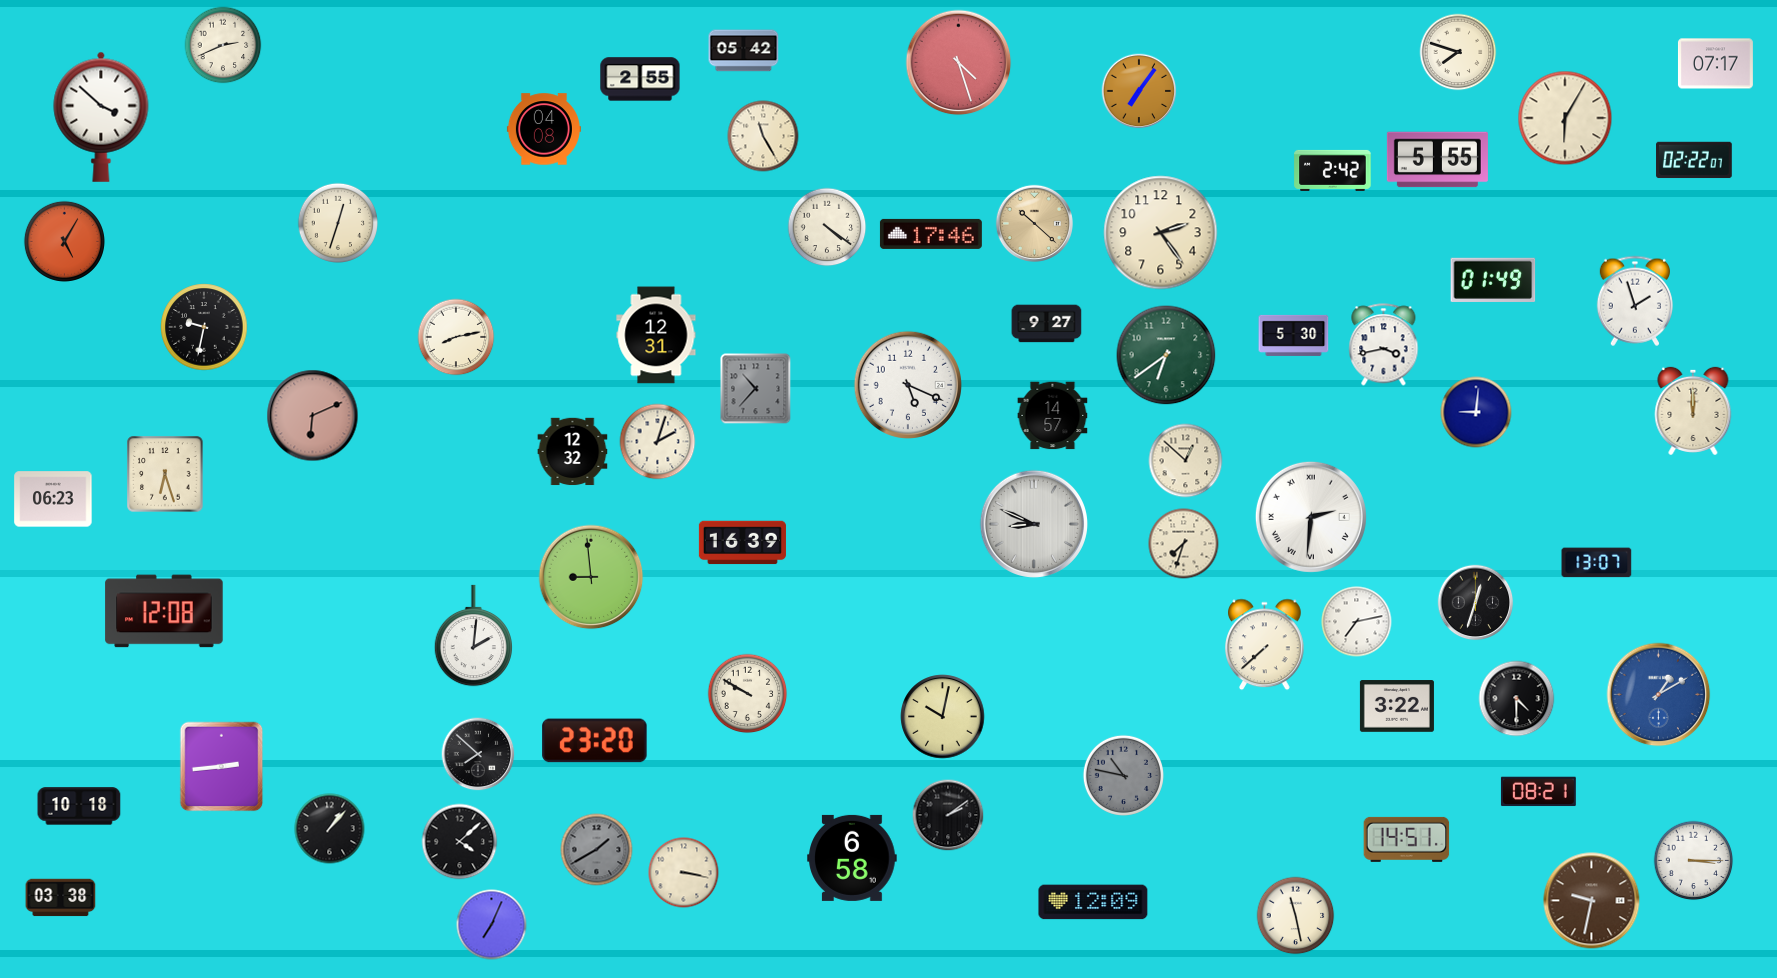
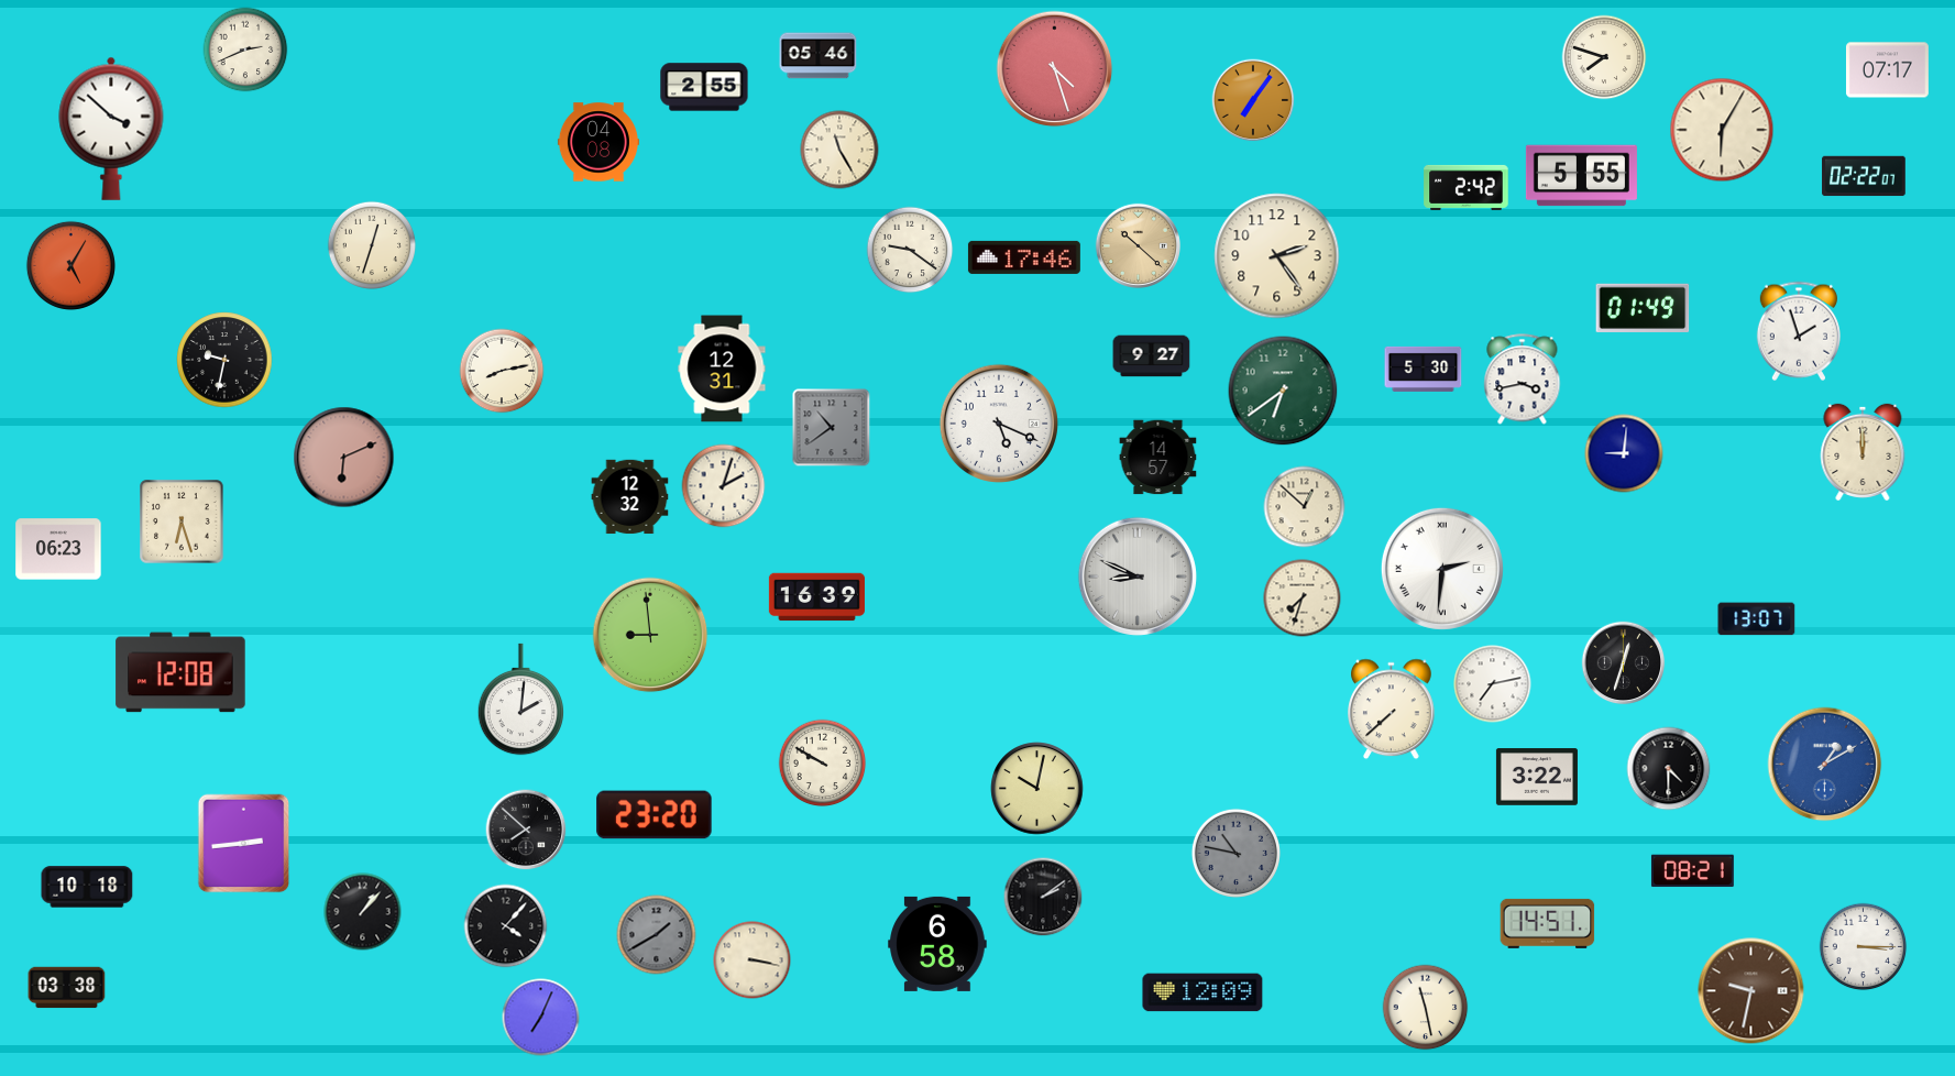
clock at (744, 51): 05:42 -> 05:46
clock at (827, 227): 4:21 -> 9:21
clock at (756, 389): 10:37 -> 10:39
clock at (460, 842): 4:08 -> 4:07
